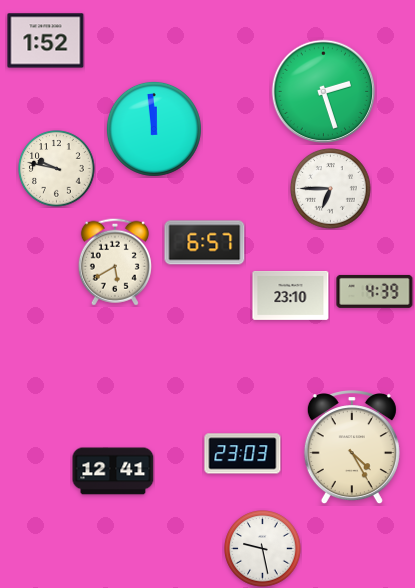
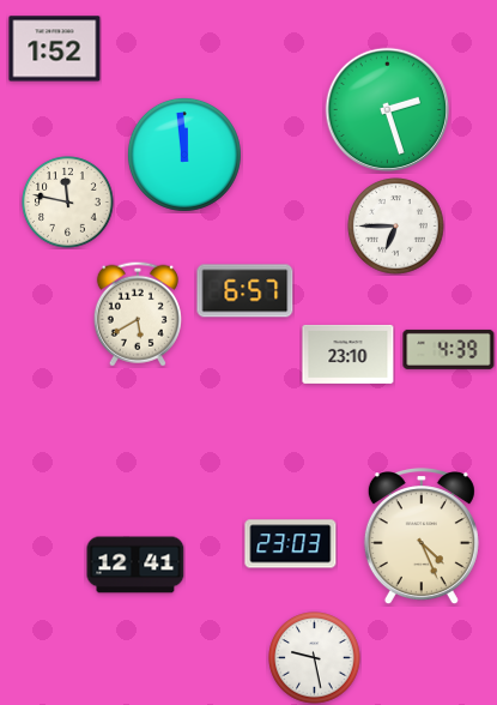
clock at (57, 169): 9:47 -> 11:47
clock at (352, 448): 4:25 -> 4:26
